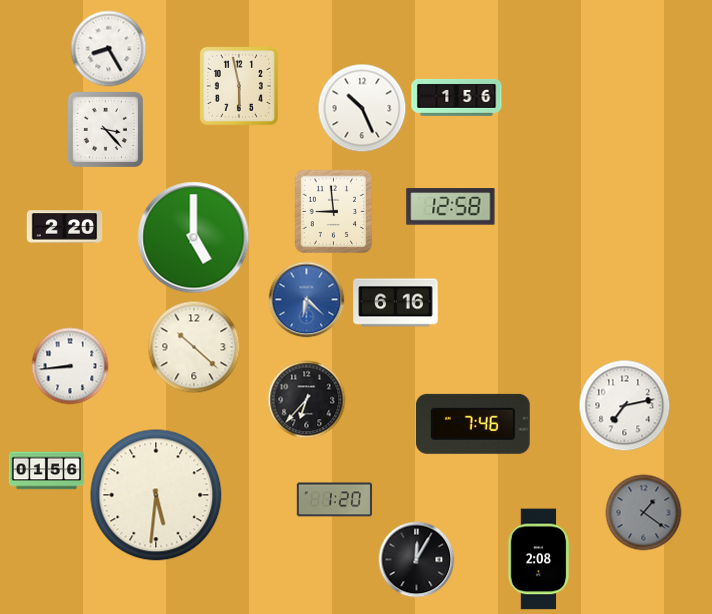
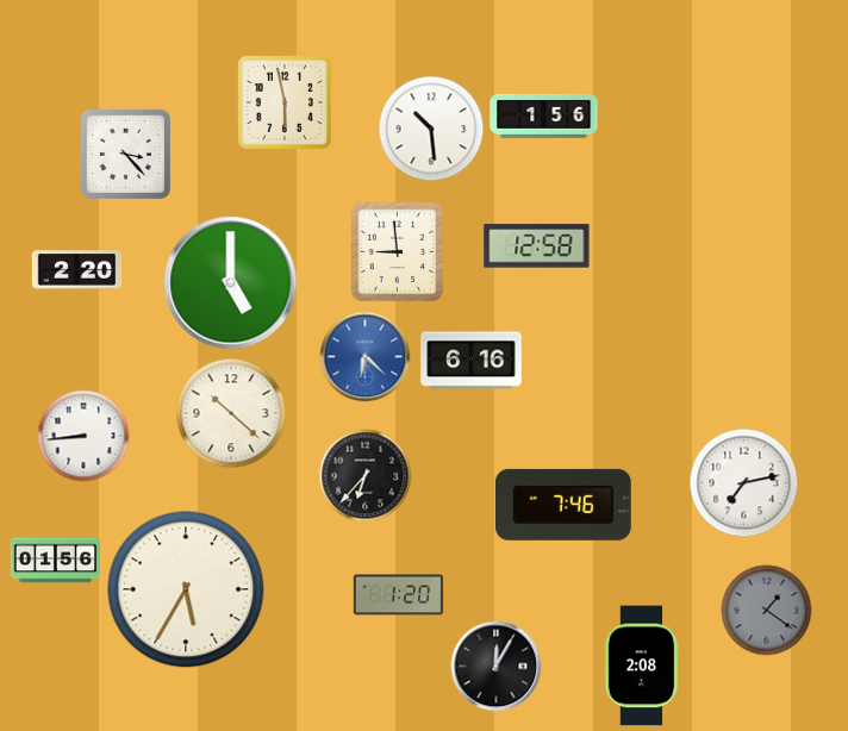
clock at (109, 49): 8:25 -> none
clock at (362, 108): 10:26 -> 10:29
clock at (156, 495): 5:31 -> 5:35
